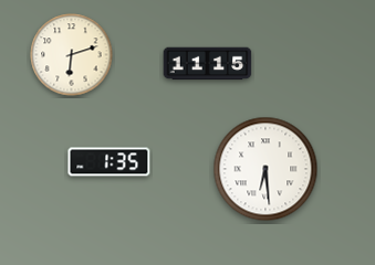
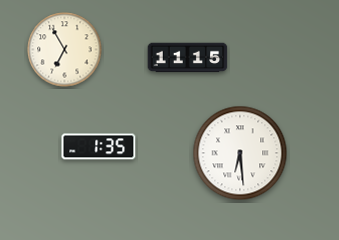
clock at (72, 55): 6:12 -> 6:55
